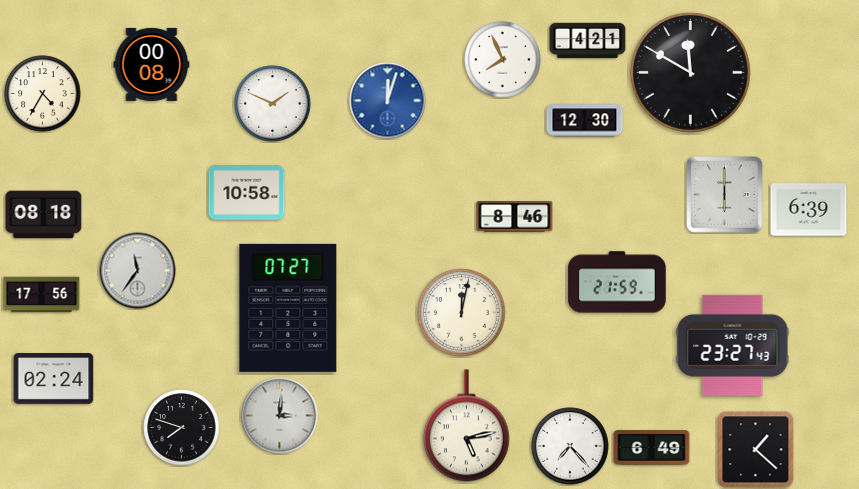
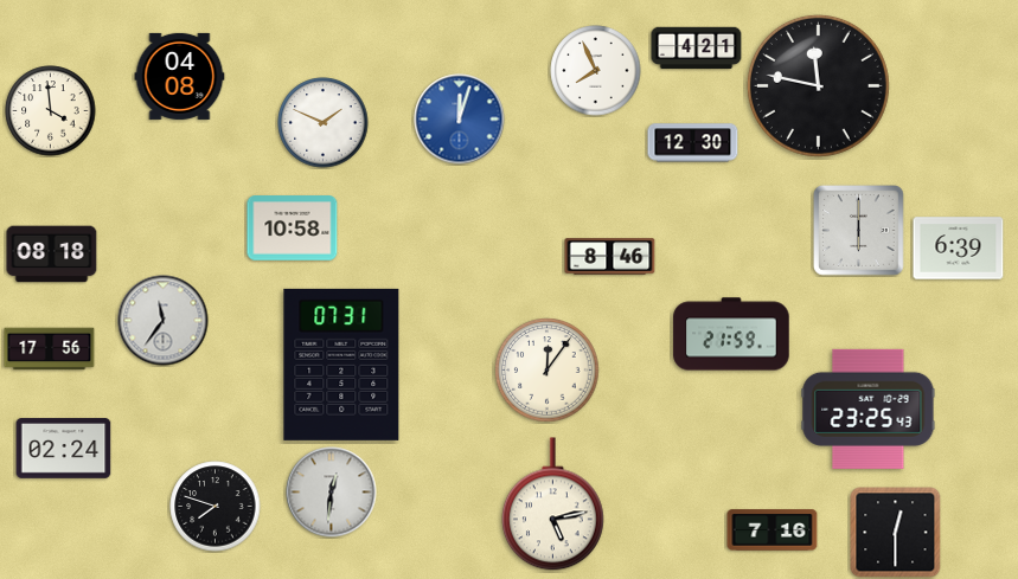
clock at (152, 64): 00:08 -> 04:08
clock at (690, 72): 11:50 -> 11:47
clock at (43, 94): 4:35 -> 3:59
clock at (288, 308): 07:27 -> 07:31
clock at (462, 313): 12:02 -> 12:06
clock at (733, 345): 23:27 -> 23:25
clock at (280, 416): 3:01 -> 12:31
clock at (570, 446): 7:23 -> none
clock at (652, 448): 6:49 -> 7:16
clock at (756, 450): 1:22 -> 12:30
